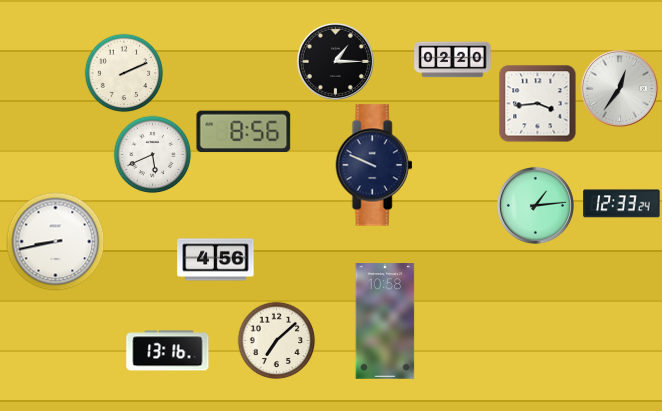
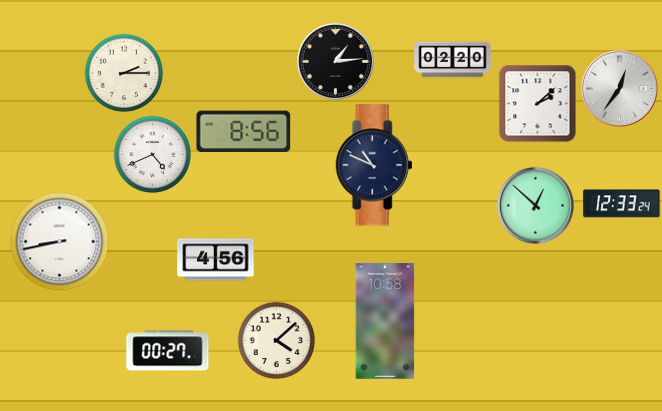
clock at (335, 61): 1:15 -> 1:14
clock at (124, 73): 2:11 -> 2:15
clock at (537, 103): 3:44 -> 2:08
clock at (152, 154): 5:41 -> 4:41
clock at (374, 165): 9:49 -> 10:49
clock at (535, 205): 1:14 -> 12:52
clock at (56, 242) position: (56, 242) -> (60, 242)
clock at (276, 340): 7:08 -> 4:08
clock at (168, 351): 13:16 -> 00:27
